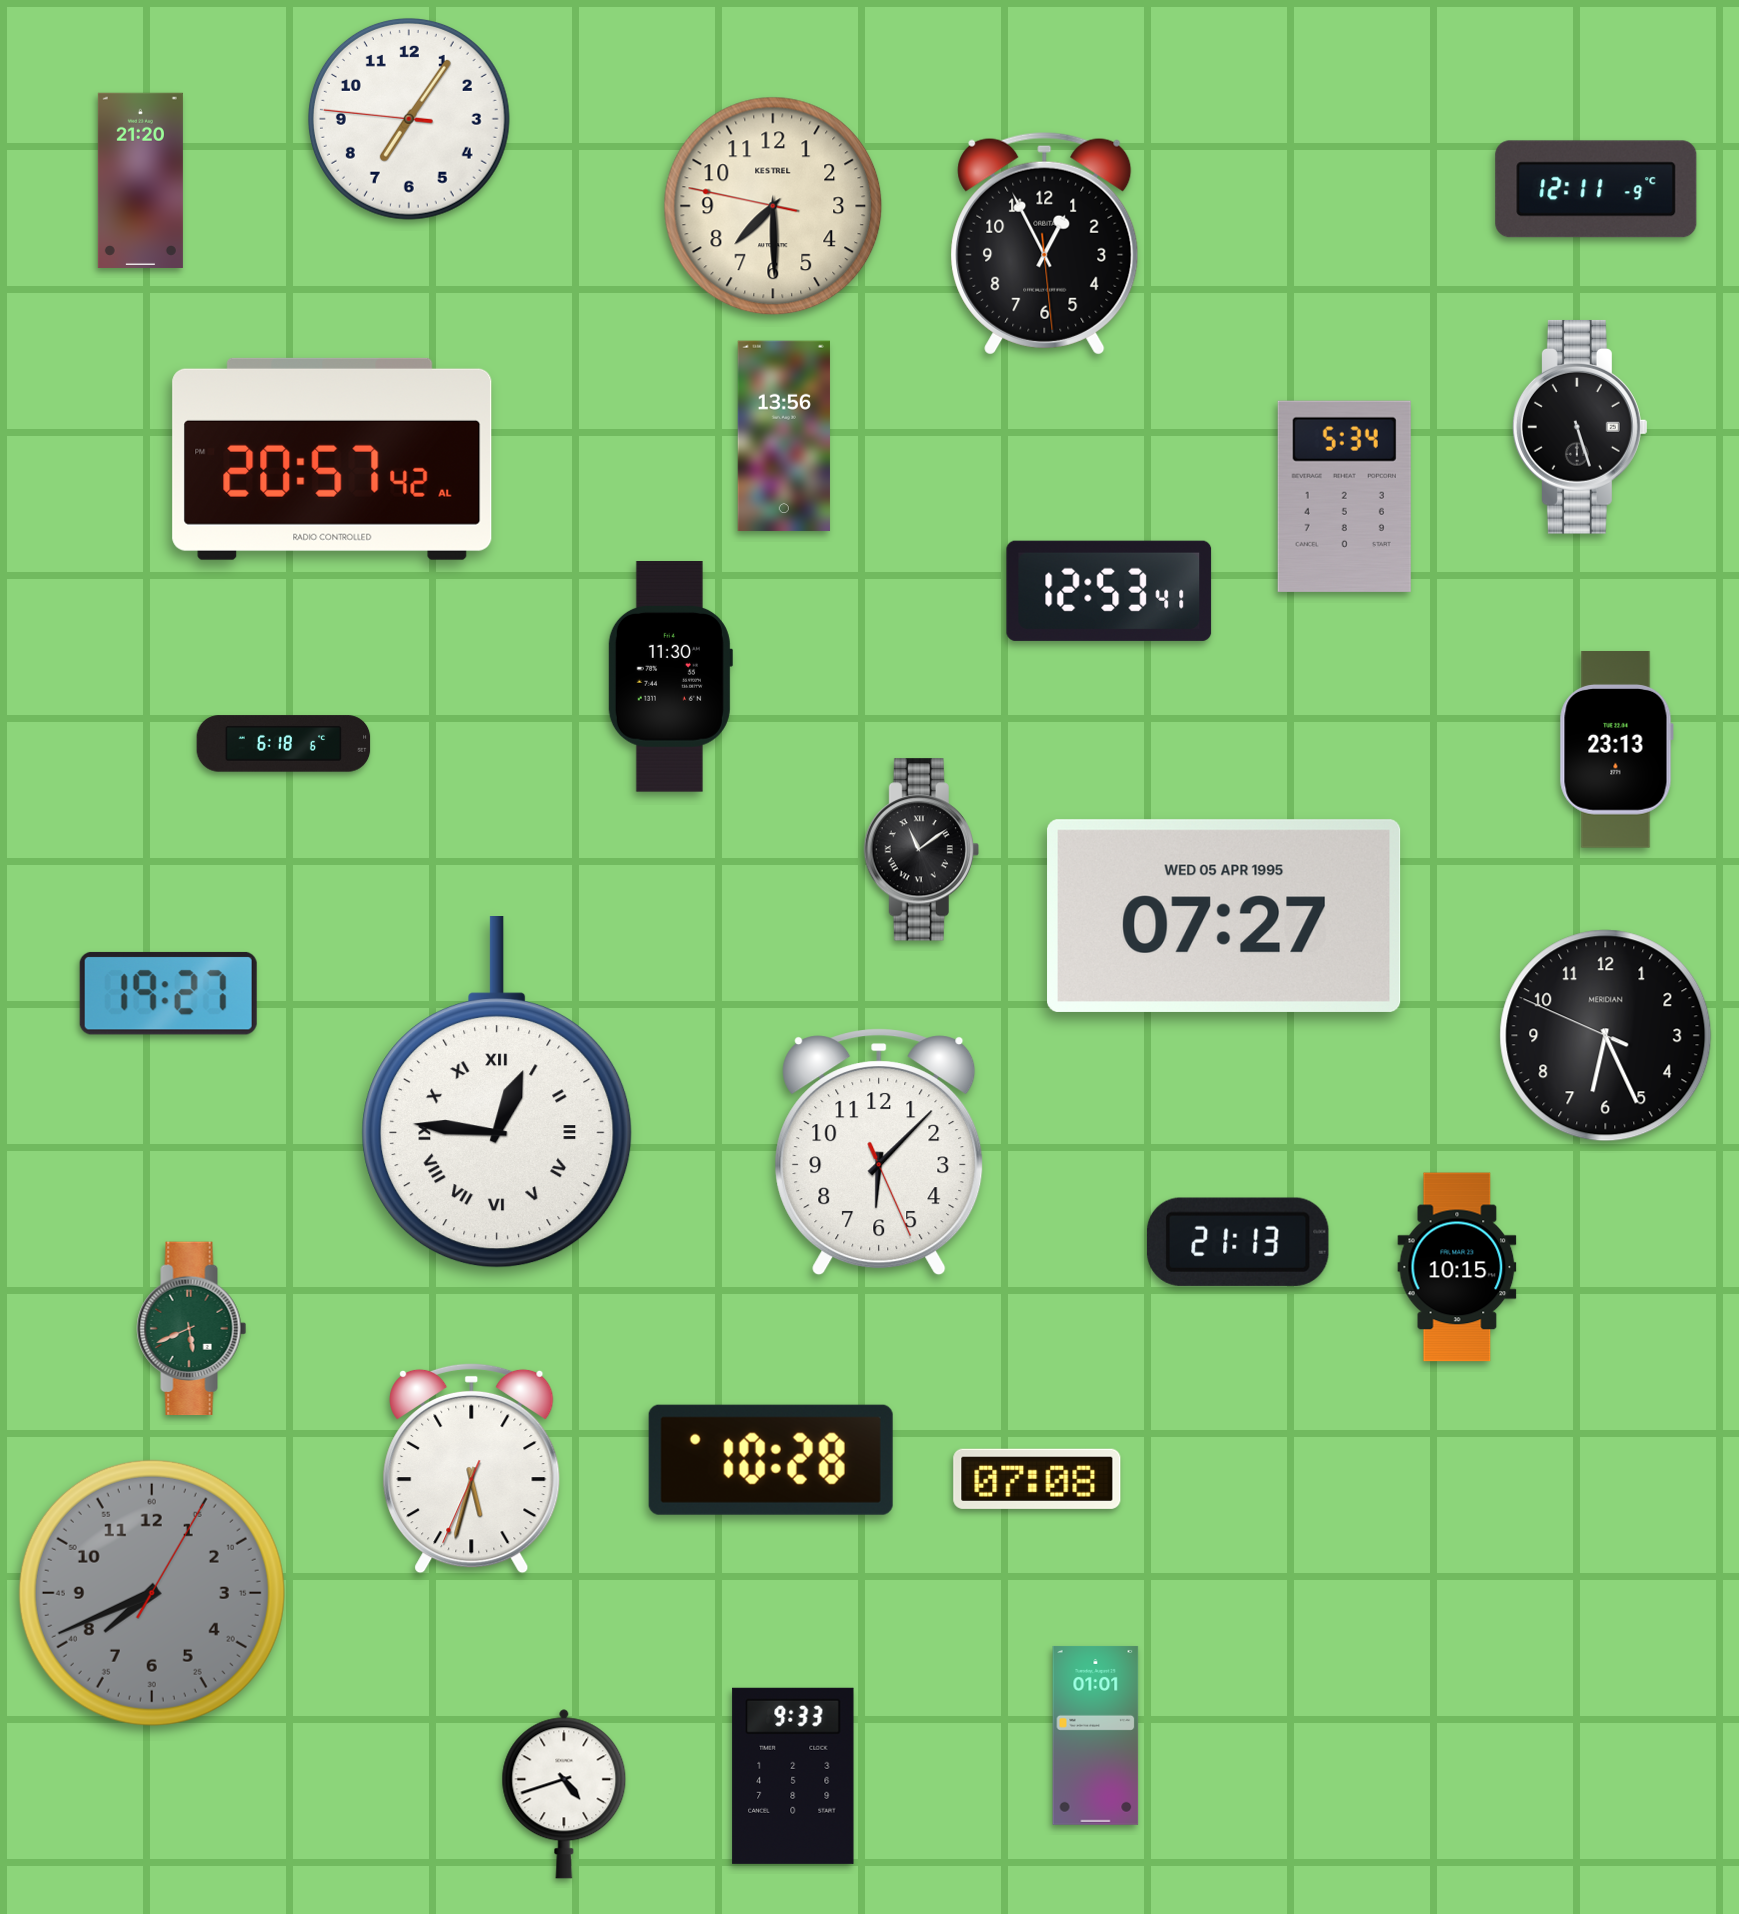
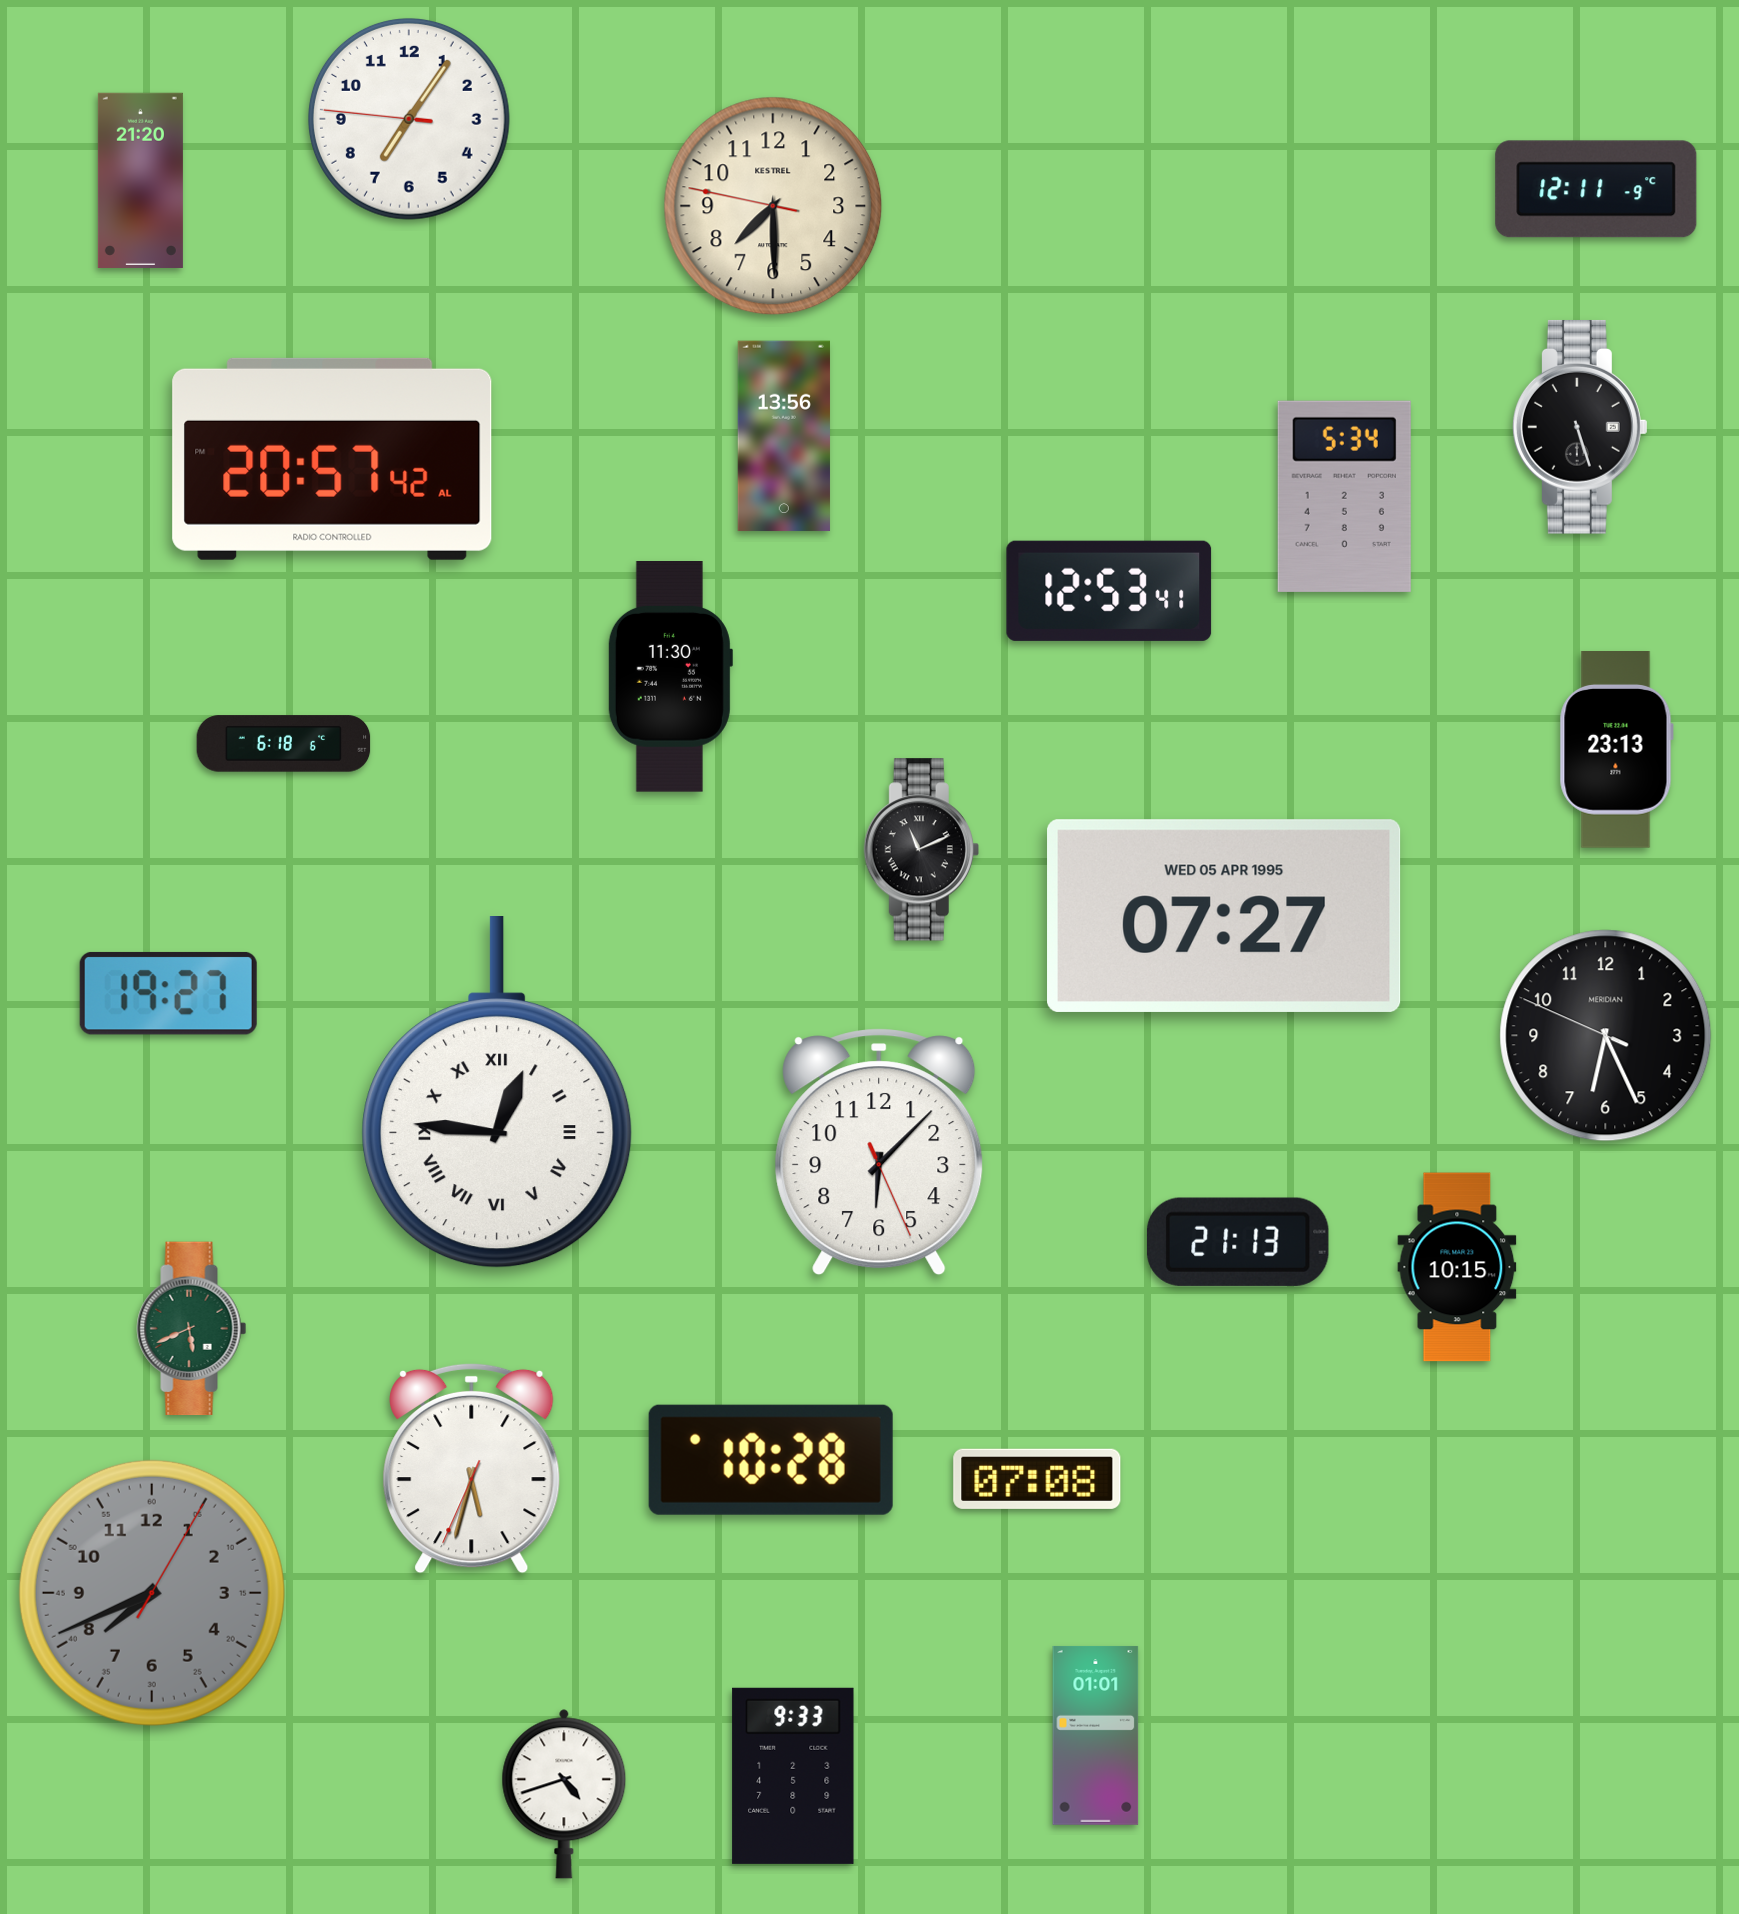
clock at (1045, 243): 12:55 -> none
clock at (921, 850): 11:09 -> 11:11
